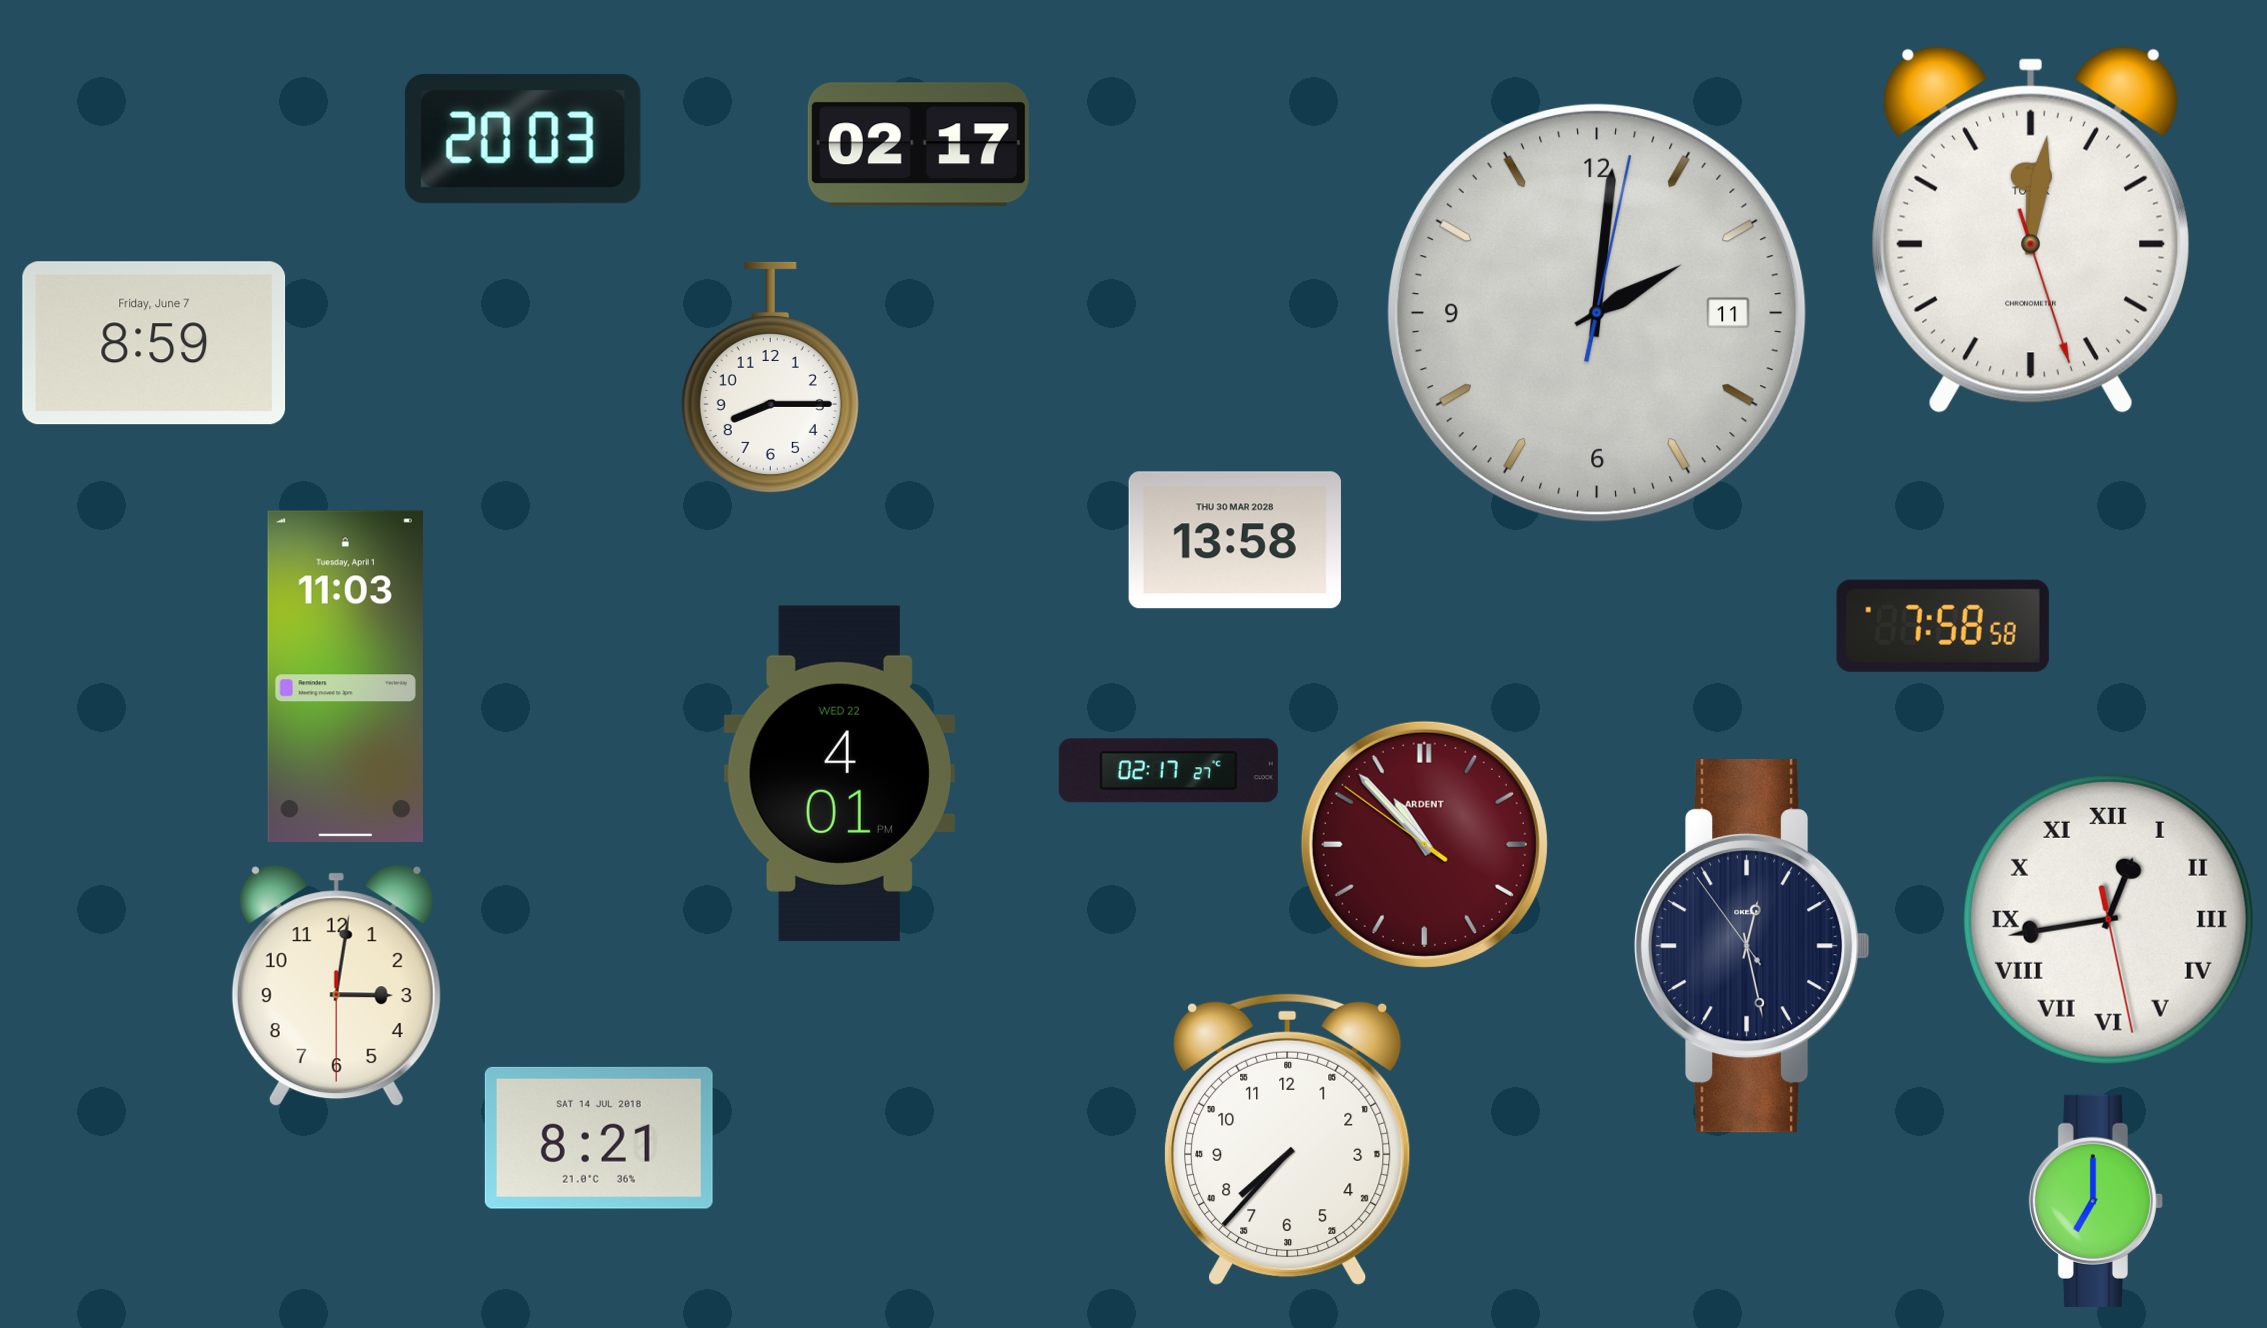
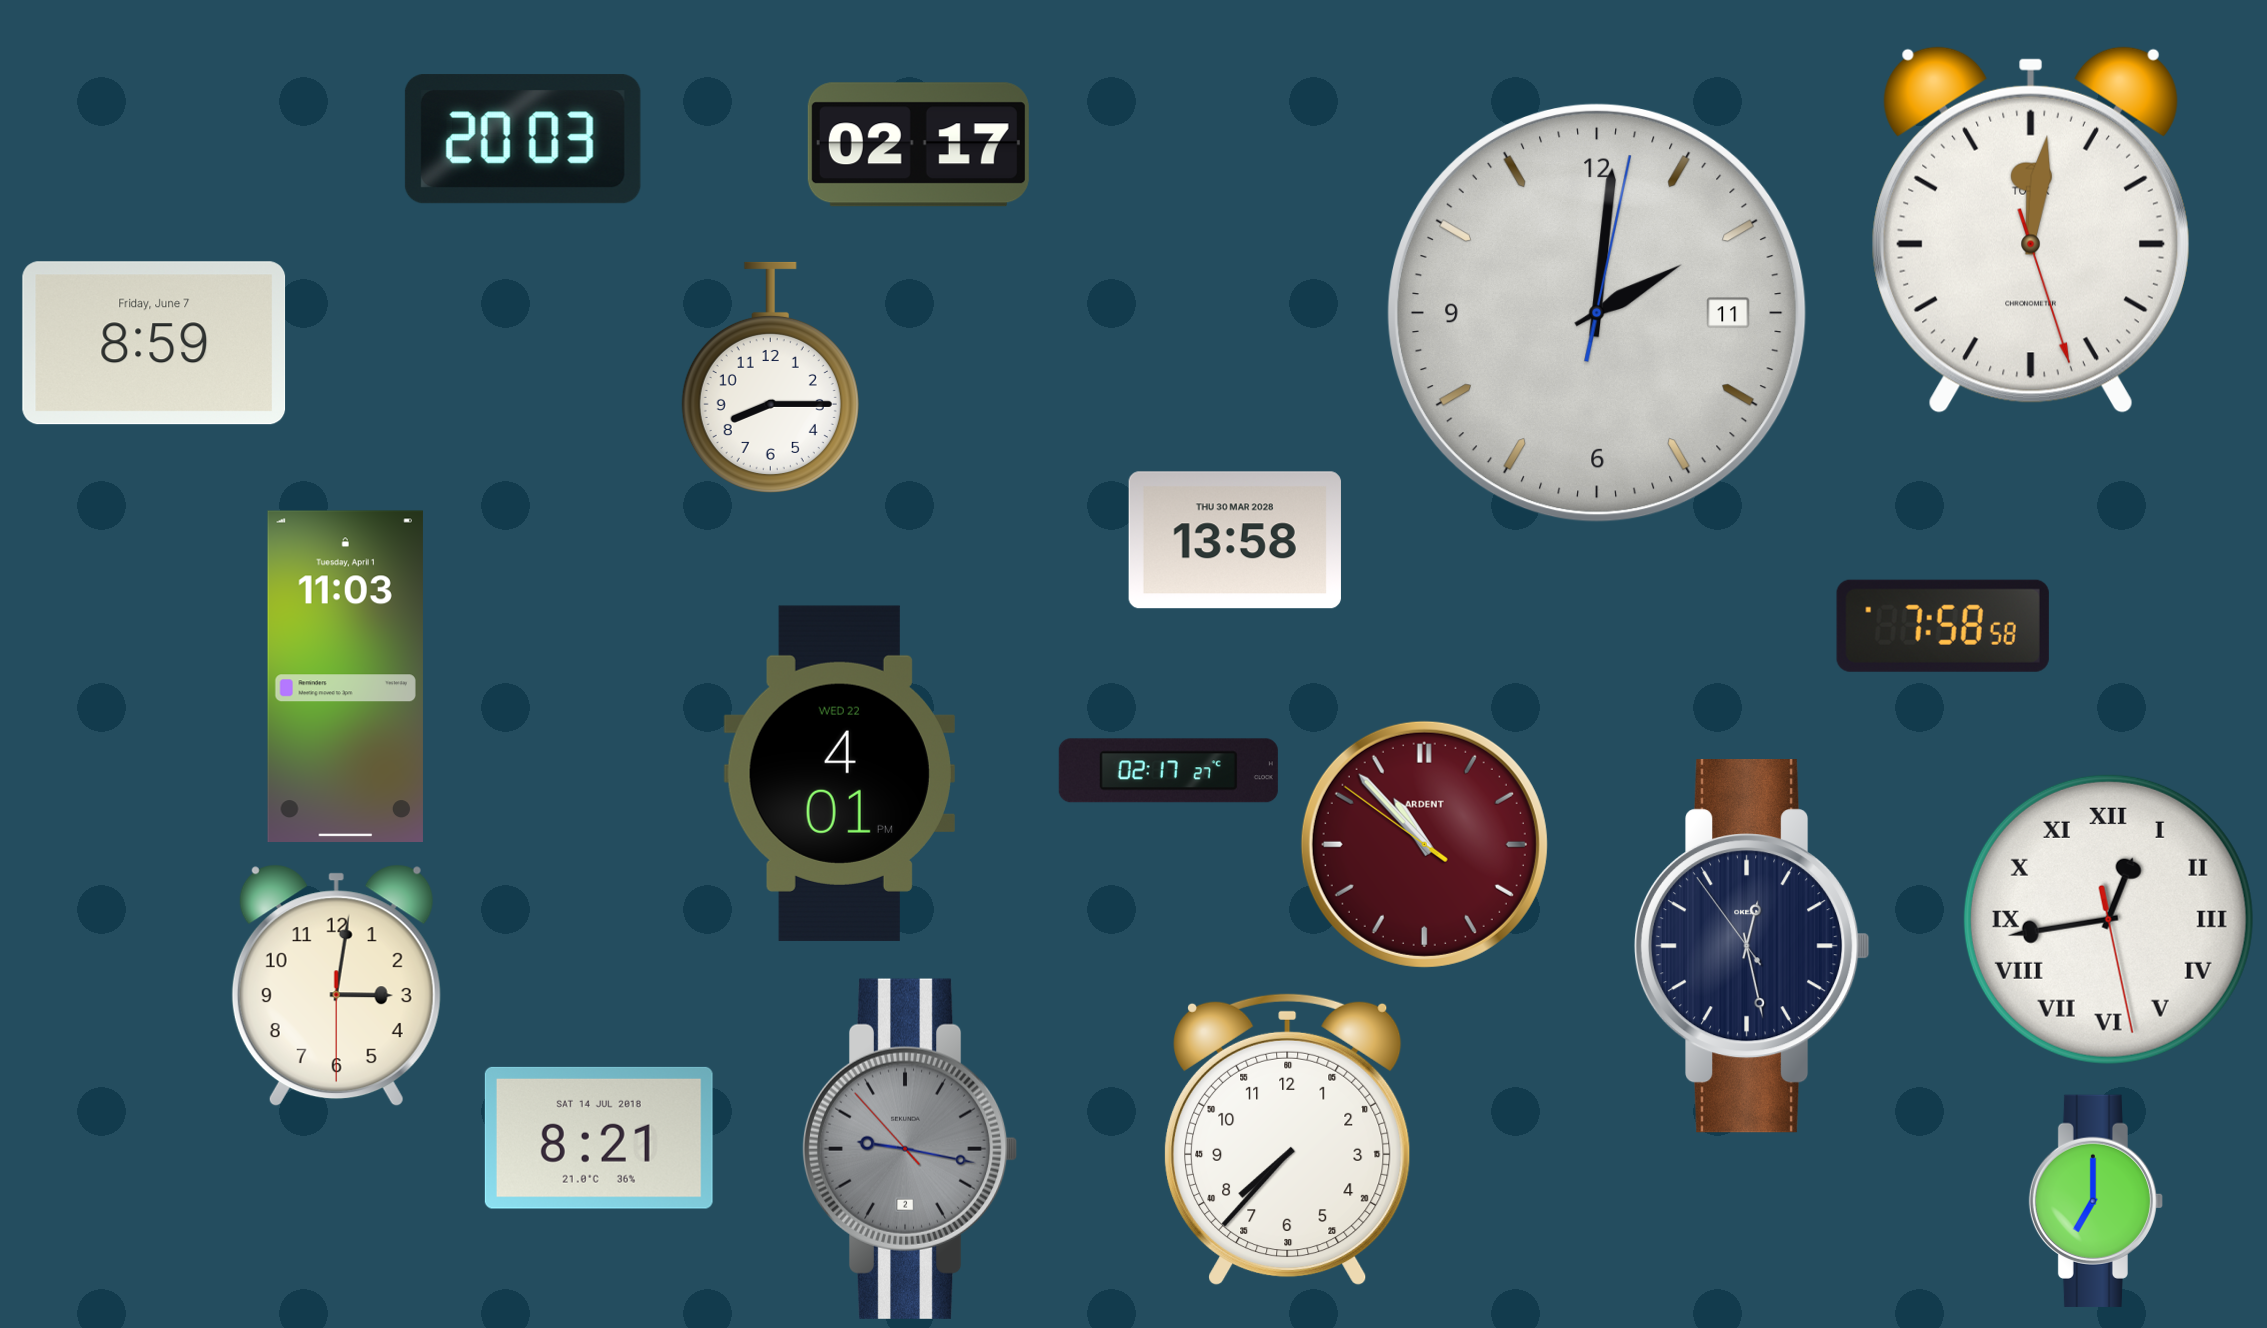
clock at (910, 1149): none -> 9:16
